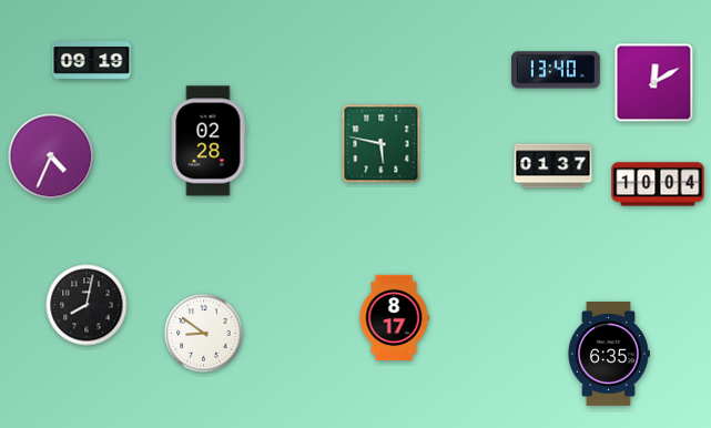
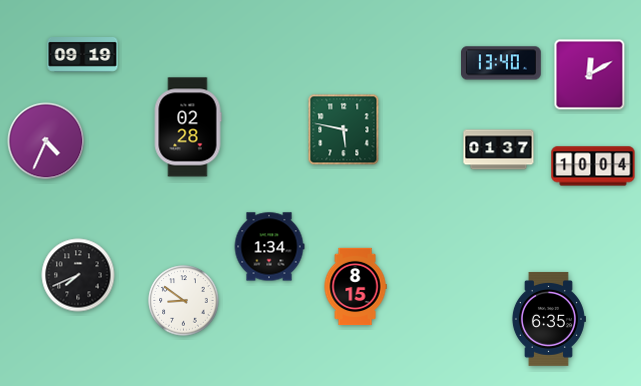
clock at (269, 247): none -> 1:34
clock at (87, 305): 8:02 -> 7:41
clock at (394, 318): 8:17 -> 8:15
